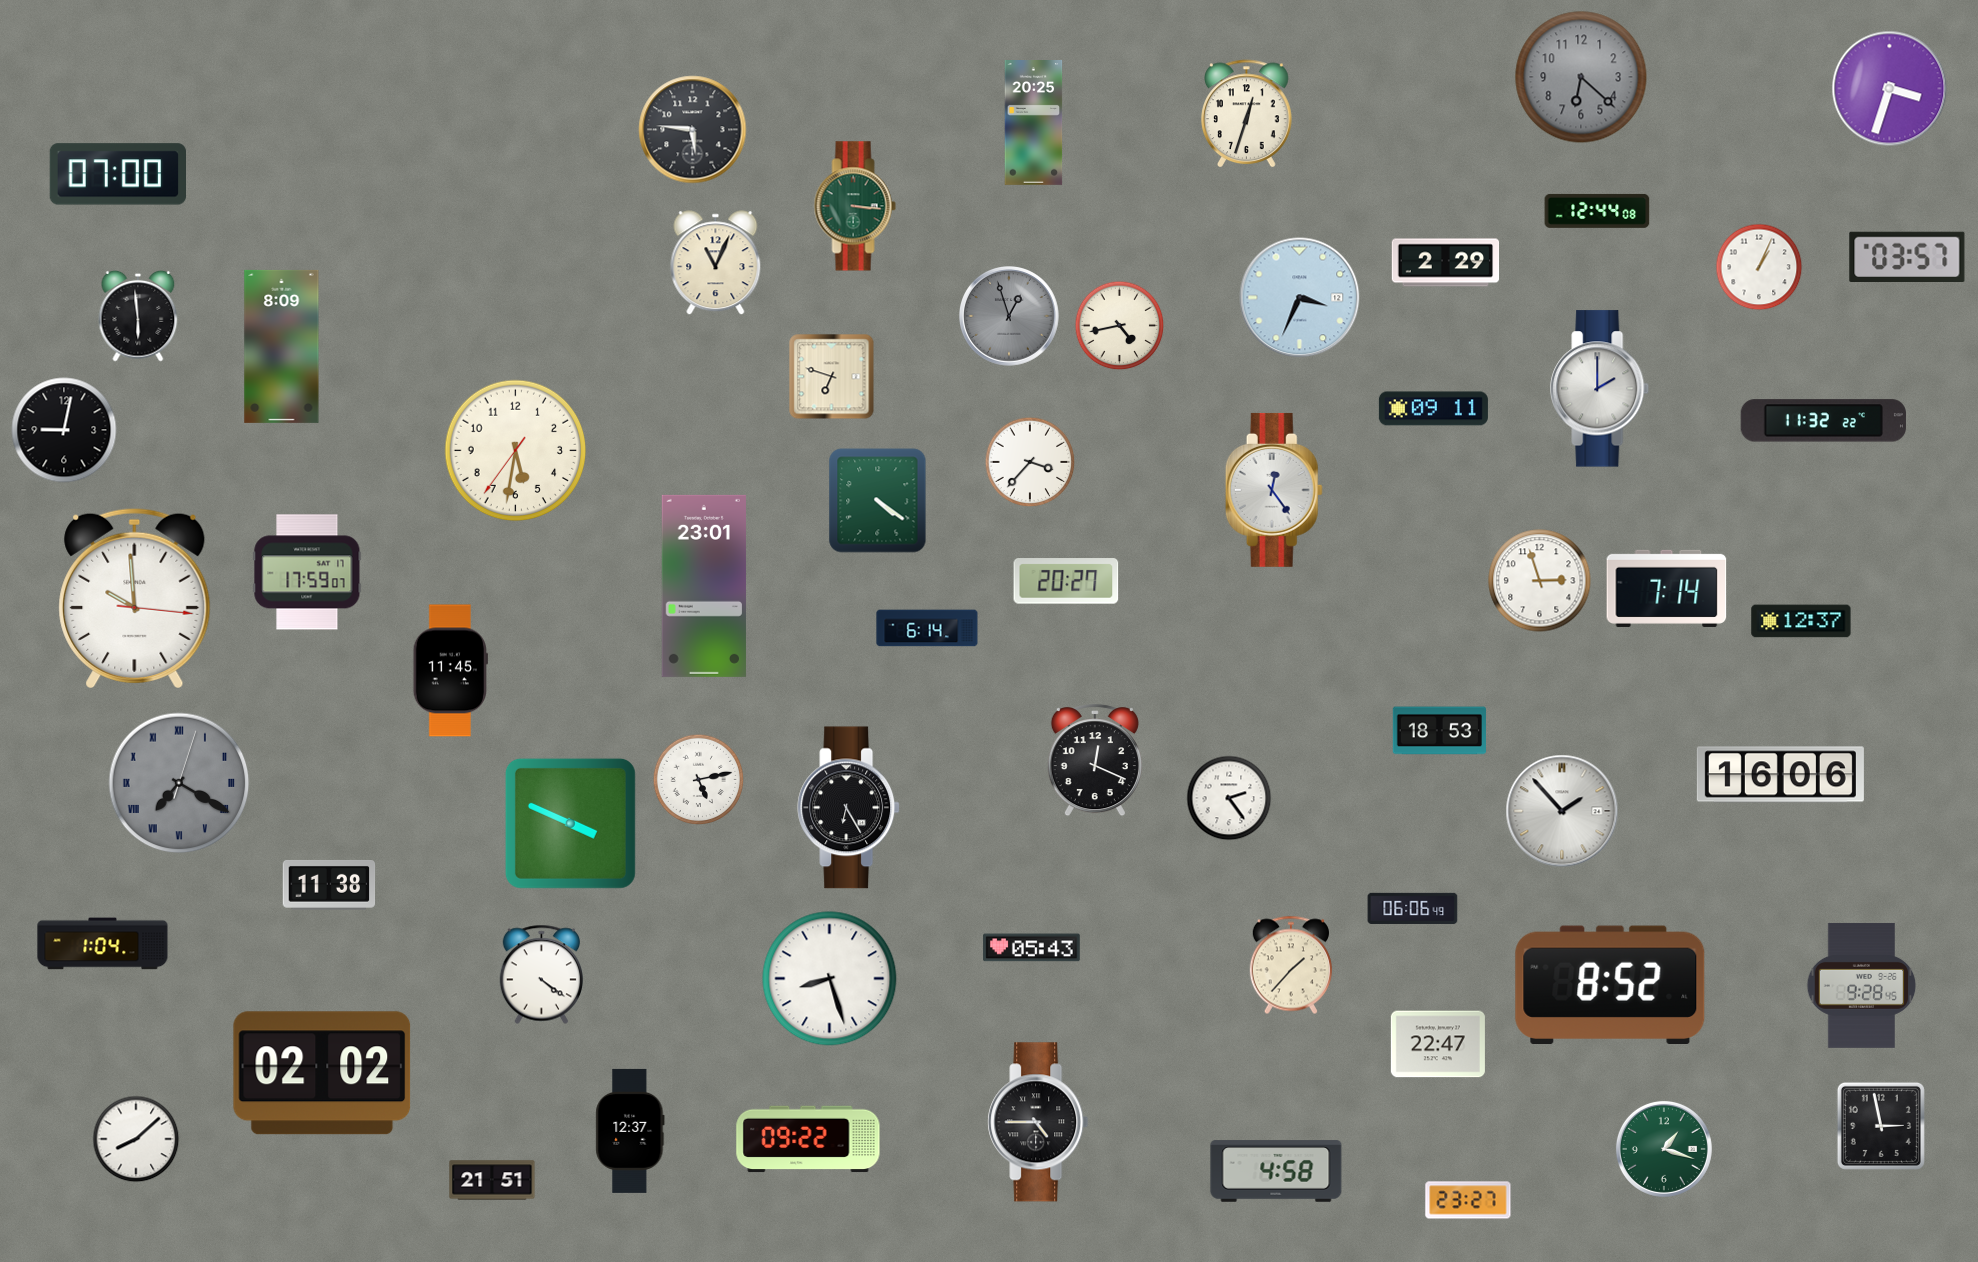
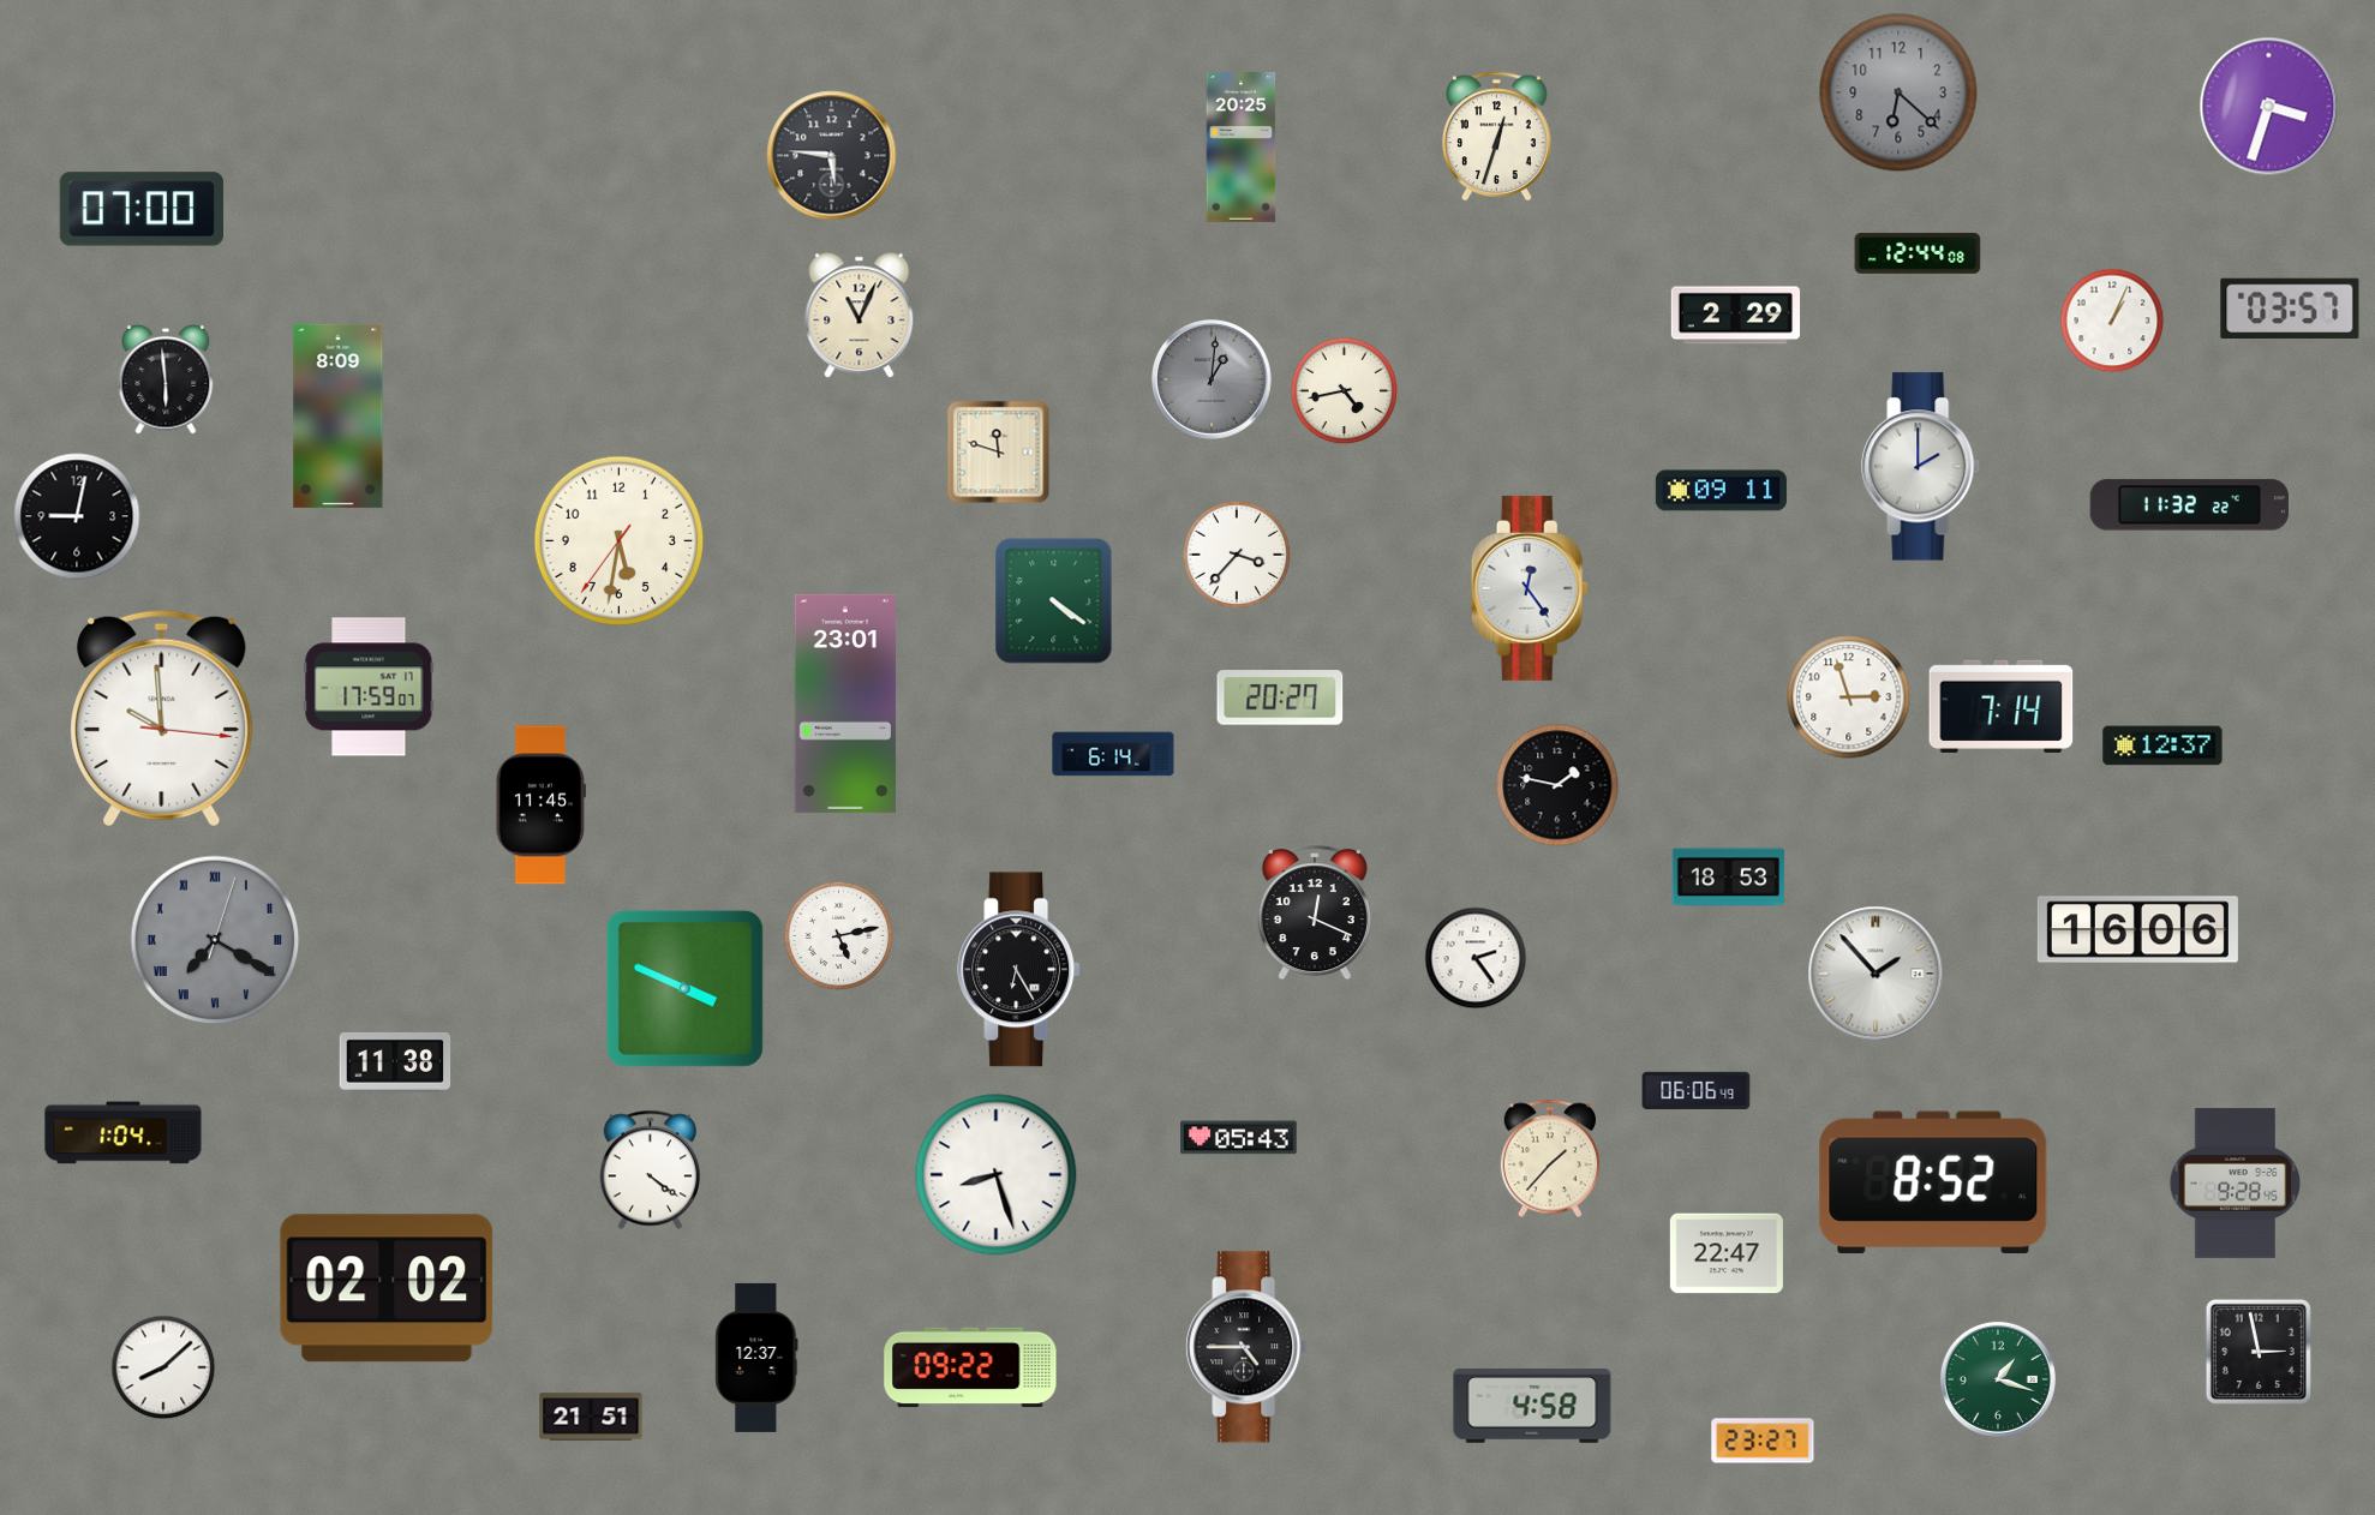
clock at (855, 206): 3:16 -> none
clock at (1300, 298): 3:34 -> none
clock at (1010, 317): 12:57 -> 1:01
clock at (832, 377): 6:48 -> 11:48
clock at (1557, 785): none -> 1:47
